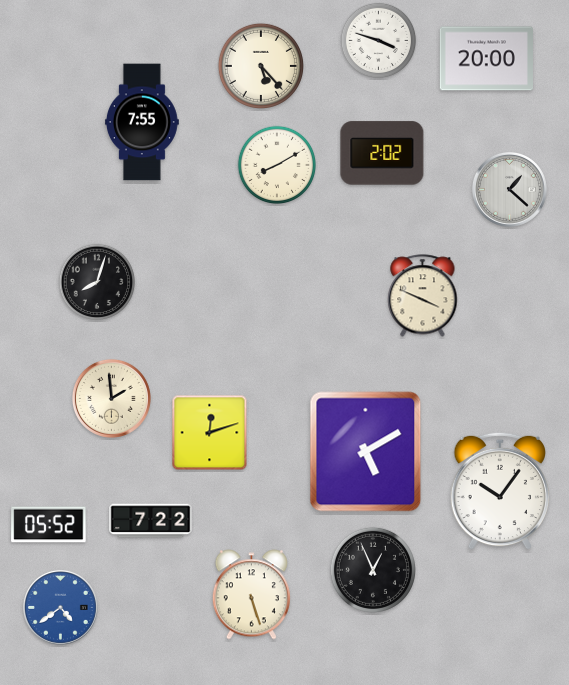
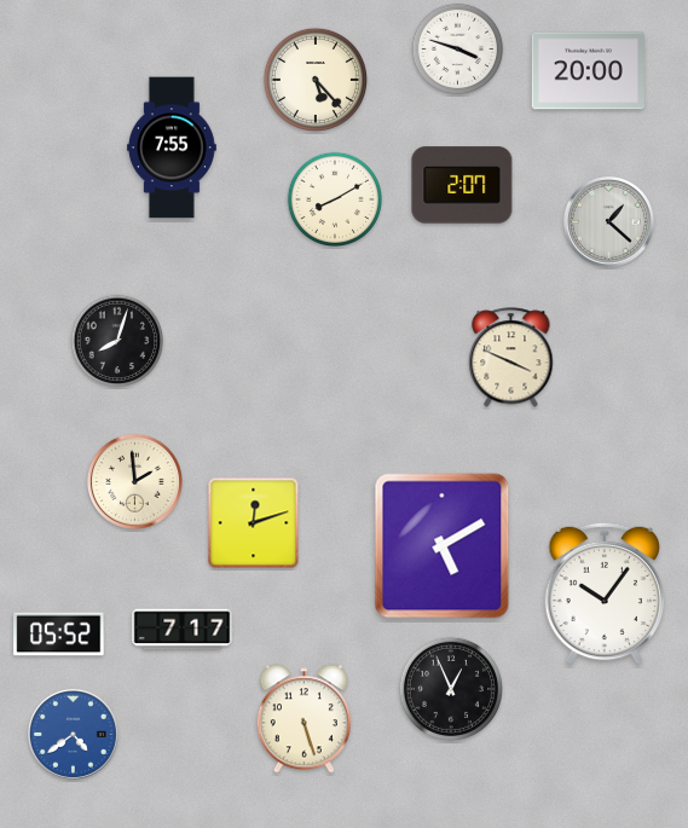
clock at (382, 153): 2:02 -> 2:07
clock at (509, 189) position: (509, 189) -> (608, 221)
clock at (151, 521): 7:22 -> 7:17
